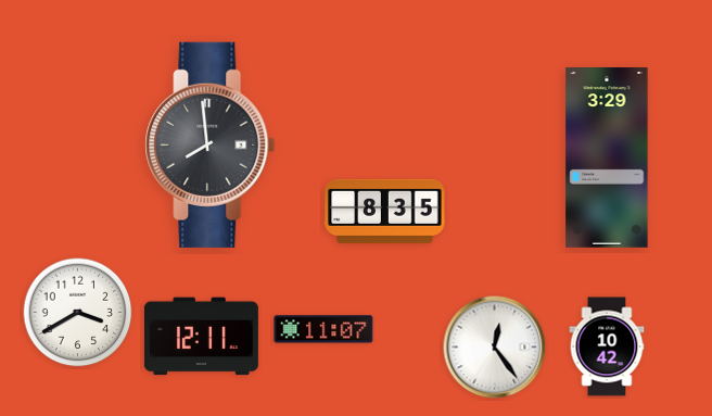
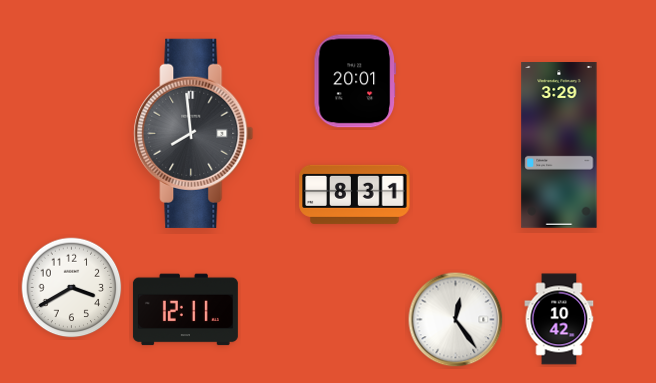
clock at (355, 81): none -> 20:01
clock at (385, 211): 8:35 -> 8:31
clock at (323, 329): 11:07 -> none
